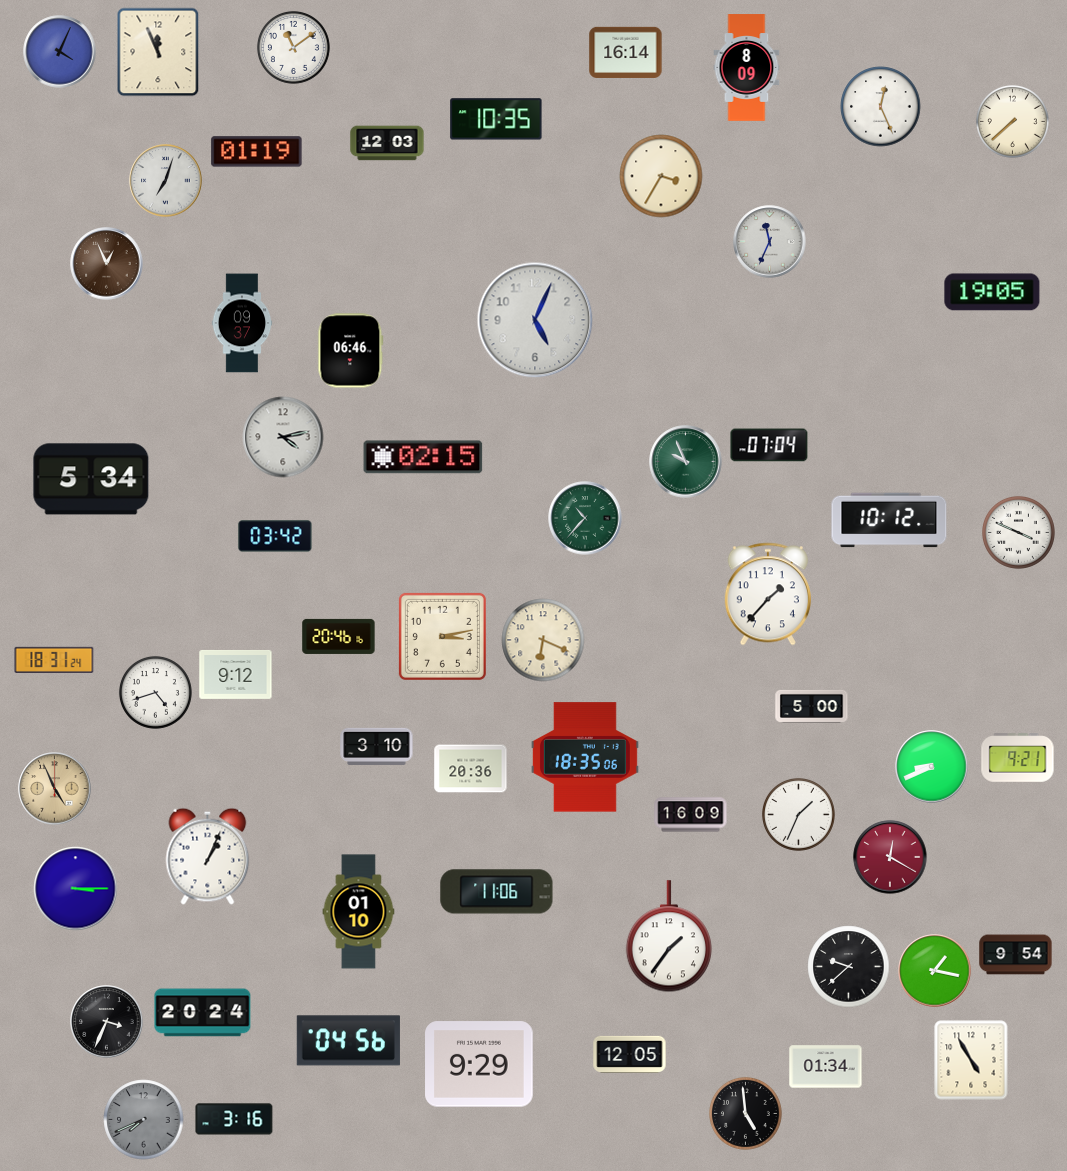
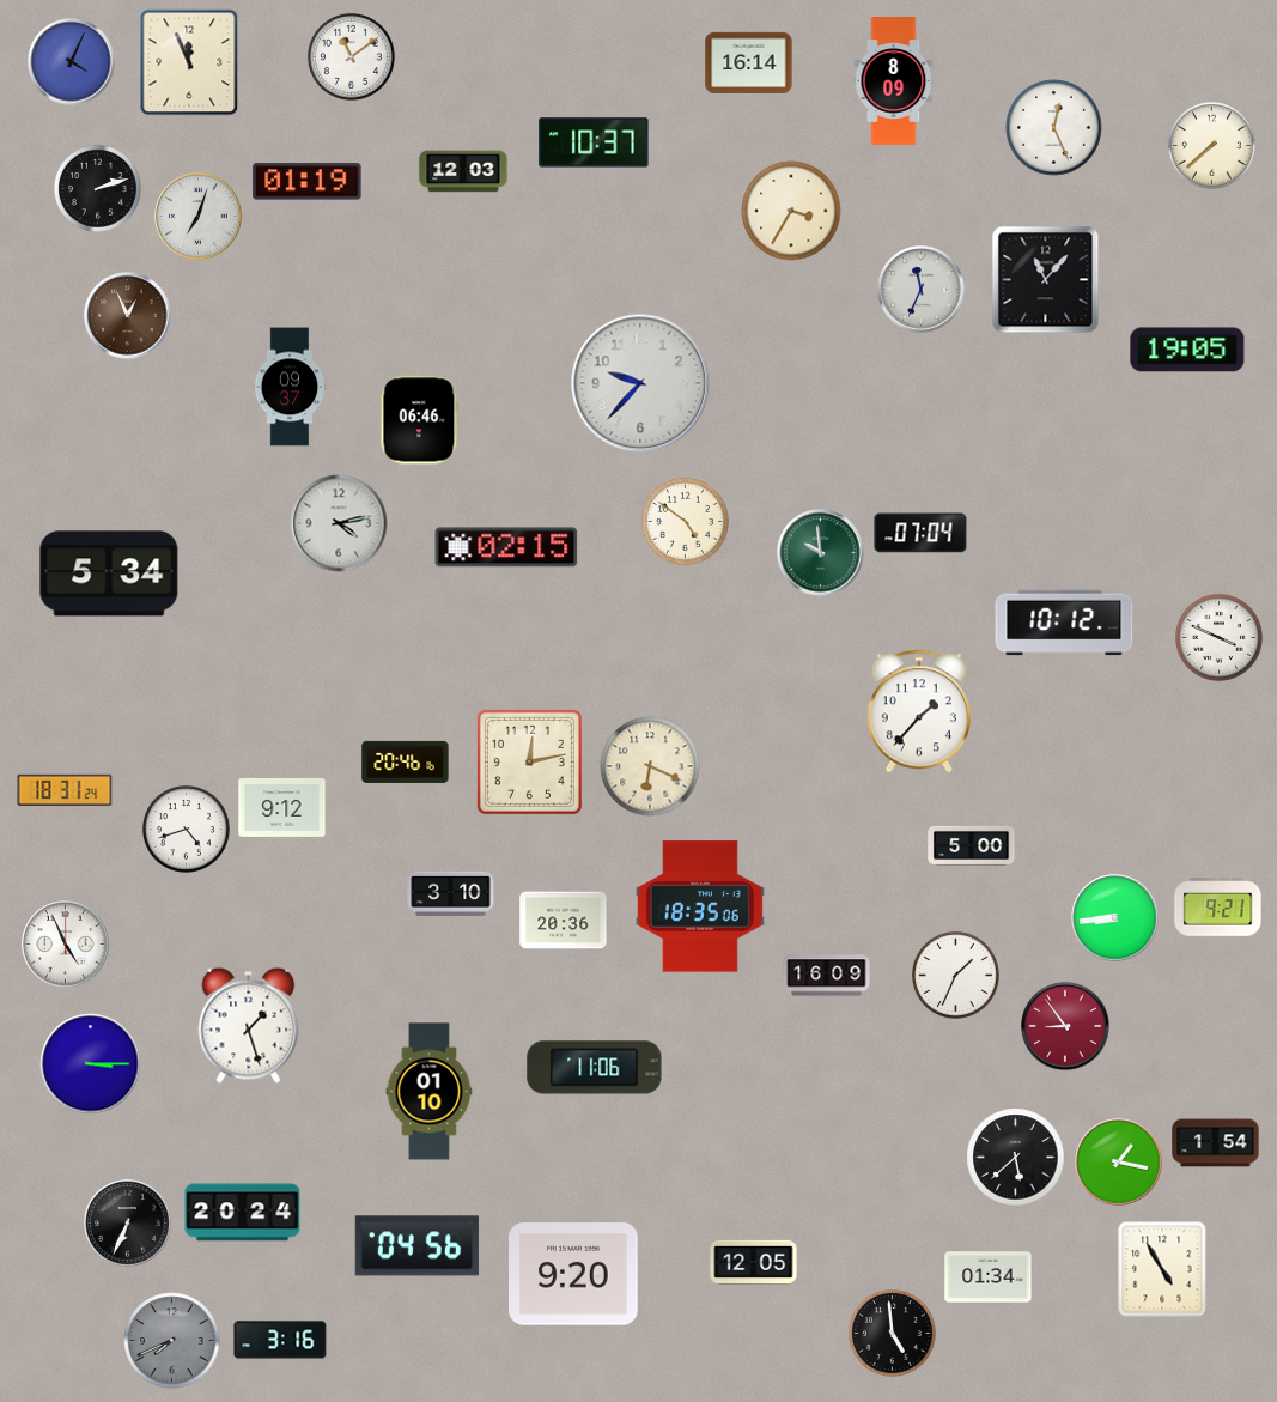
clock at (496, 119): 10:35 -> 10:37
clock at (97, 188): none -> 2:12
clock at (1046, 280): none -> 11:07
clock at (535, 320): 5:04 -> 9:37
clock at (685, 521): none -> 4:51
clock at (686, 462): 9:56 -> 9:59
clock at (585, 518): 10:37 -> none
clock at (275, 536): 03:42 -> none
clock at (442, 636): 3:13 -> 12:13
clock at (932, 767): 8:41 -> 8:44
clock at (55, 789) dial: champagne -> white
clock at (208, 856): 1:04 -> 1:27
clock at (890, 857): 12:20 -> 8:54
clock at (669, 937): 1:36 -> none
clock at (1016, 955): 9:54 -> 1:54
clock at (849, 967): 9:38 -> 5:38
clock at (107, 1022): 3:34 -> 6:34
clock at (479, 1064): 9:29 -> 9:20
